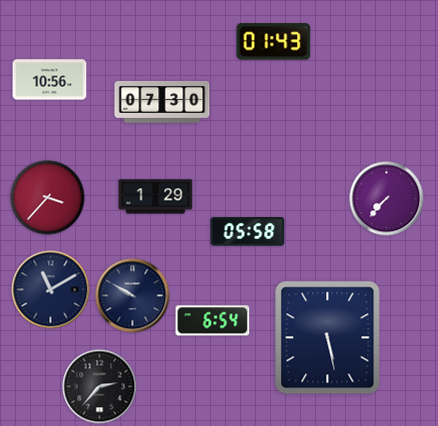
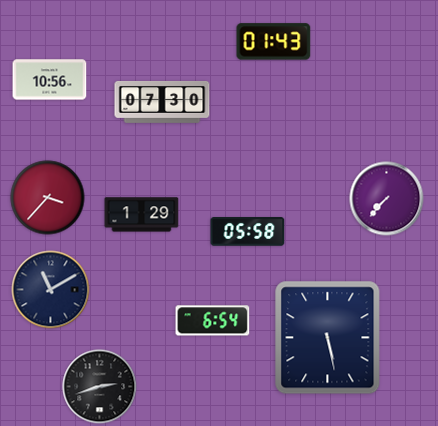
clock at (156, 197) position: (156, 197) -> (142, 215)
clock at (133, 296): 9:50 -> none
clock at (100, 387): 2:37 -> 2:42
